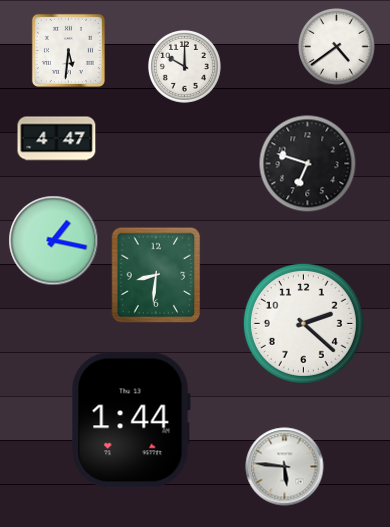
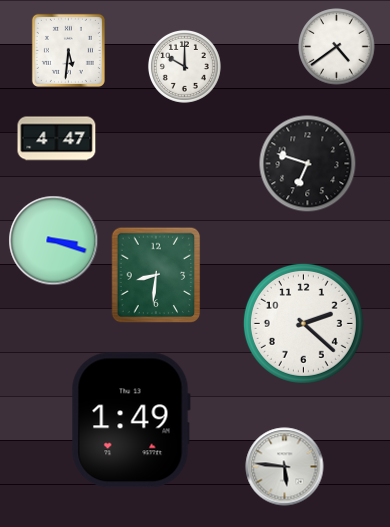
clock at (54, 241): 1:17 -> 3:18
clock at (131, 420): 1:44 -> 1:49
